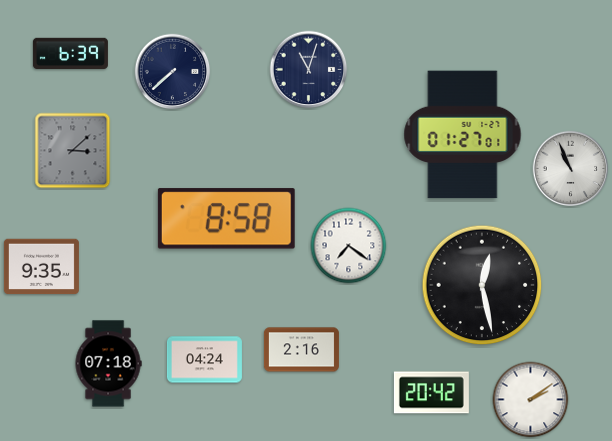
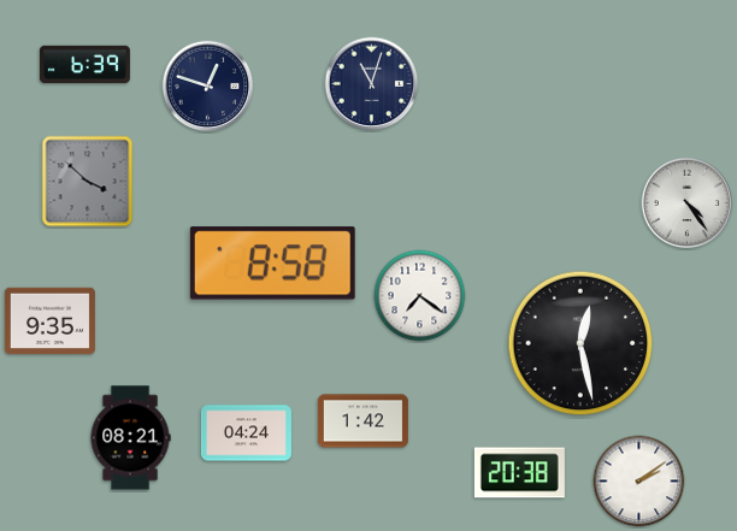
clock at (173, 72): 7:38 -> 12:48
clock at (463, 135): 01:27 -> none
clock at (73, 151): 3:08 -> 3:52
clock at (571, 169): 10:56 -> 4:24
clock at (301, 350): 2:16 -> 1:42
clock at (108, 364): 07:18 -> 08:21
clock at (431, 393): 20:42 -> 20:38
